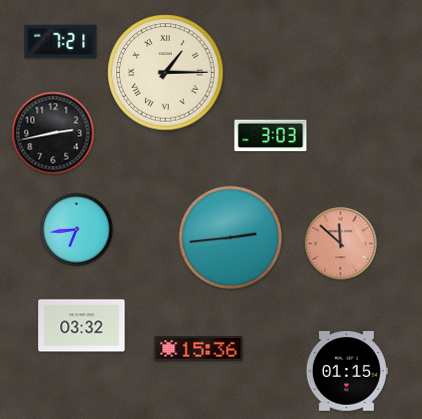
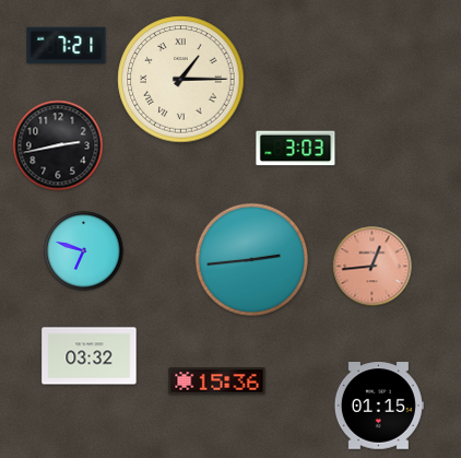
clock at (77, 230): 6:44 -> 6:48
clock at (341, 244): 11:52 -> 12:44
